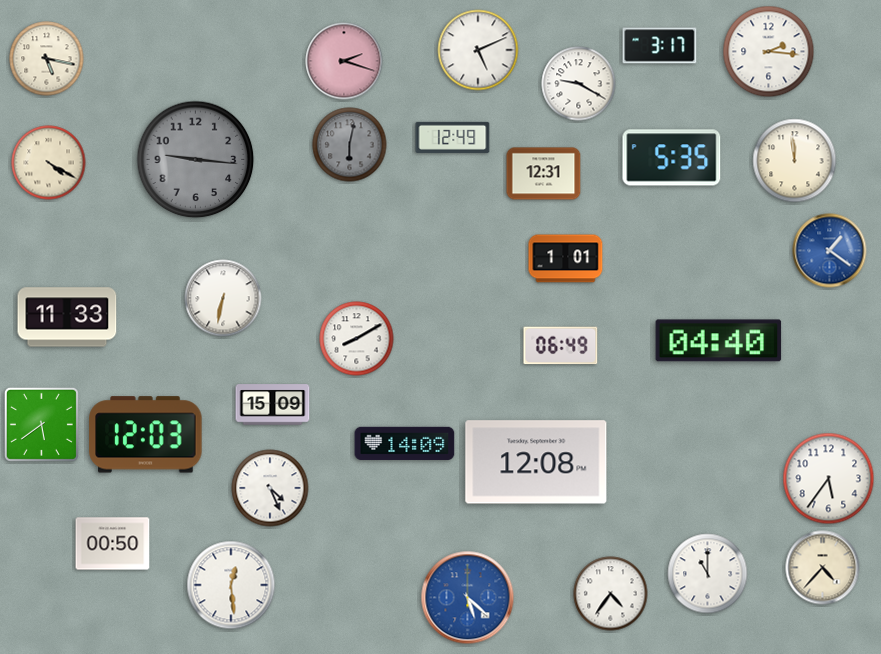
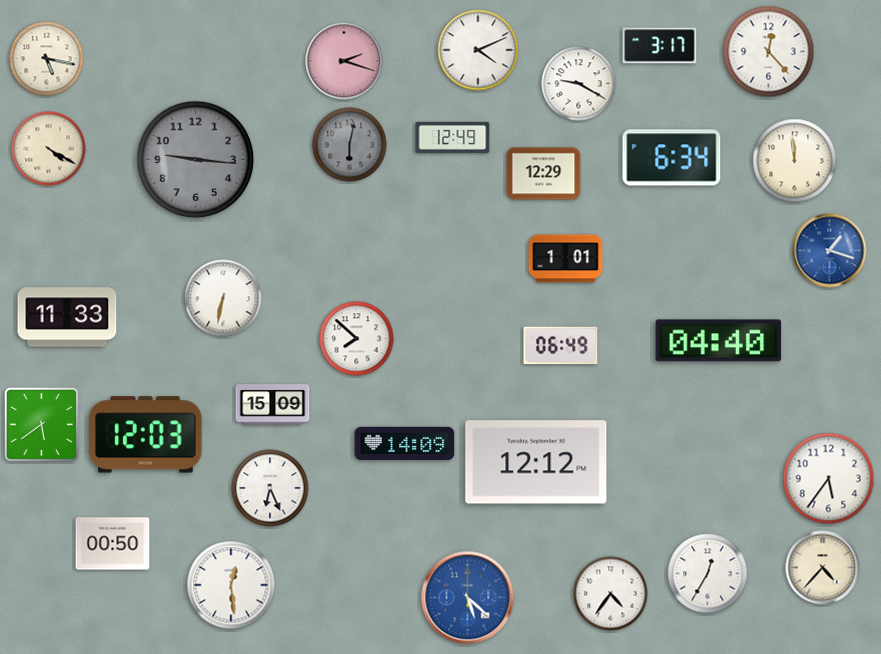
clock at (478, 50): 5:11 -> 4:11
clock at (769, 52): 2:16 -> 12:23
clock at (672, 158): 5:35 -> 6:34
clock at (49, 163) position: (49, 163) -> (49, 149)
clock at (544, 174): 12:31 -> 12:29
clock at (830, 251): 1:21 -> 1:18
clock at (357, 339): 8:10 -> 7:52
clock at (536, 462): 12:08 -> 12:12
clock at (270, 488): 4:26 -> 6:26
clock at (708, 574): 11:00 -> 12:35
